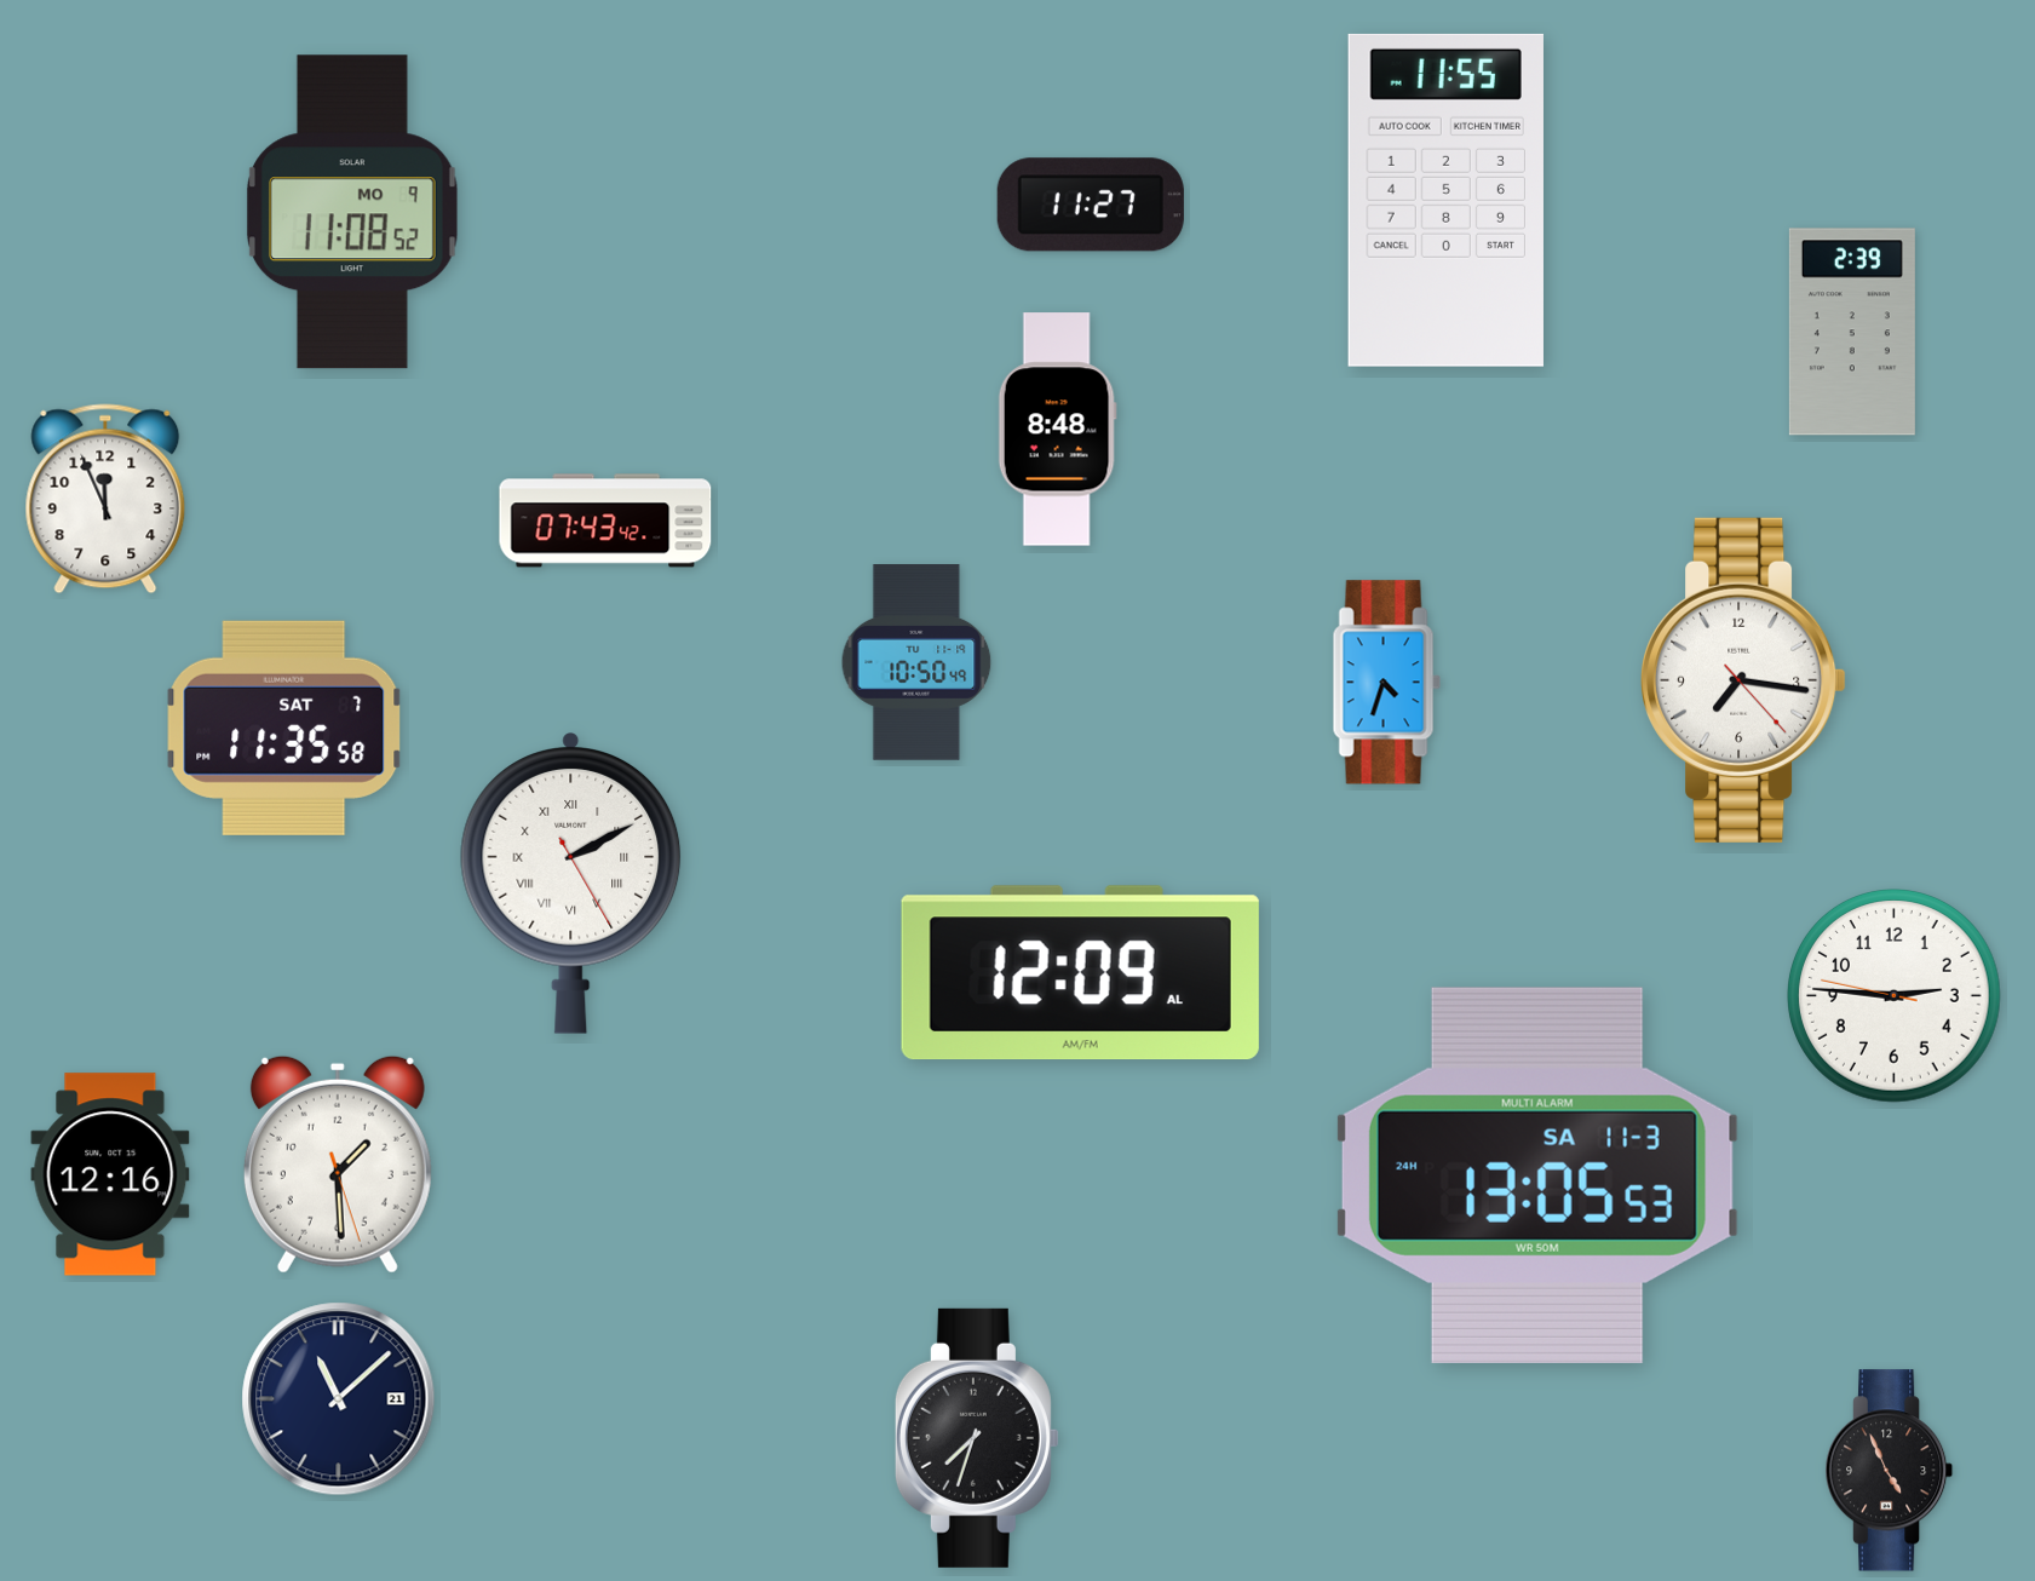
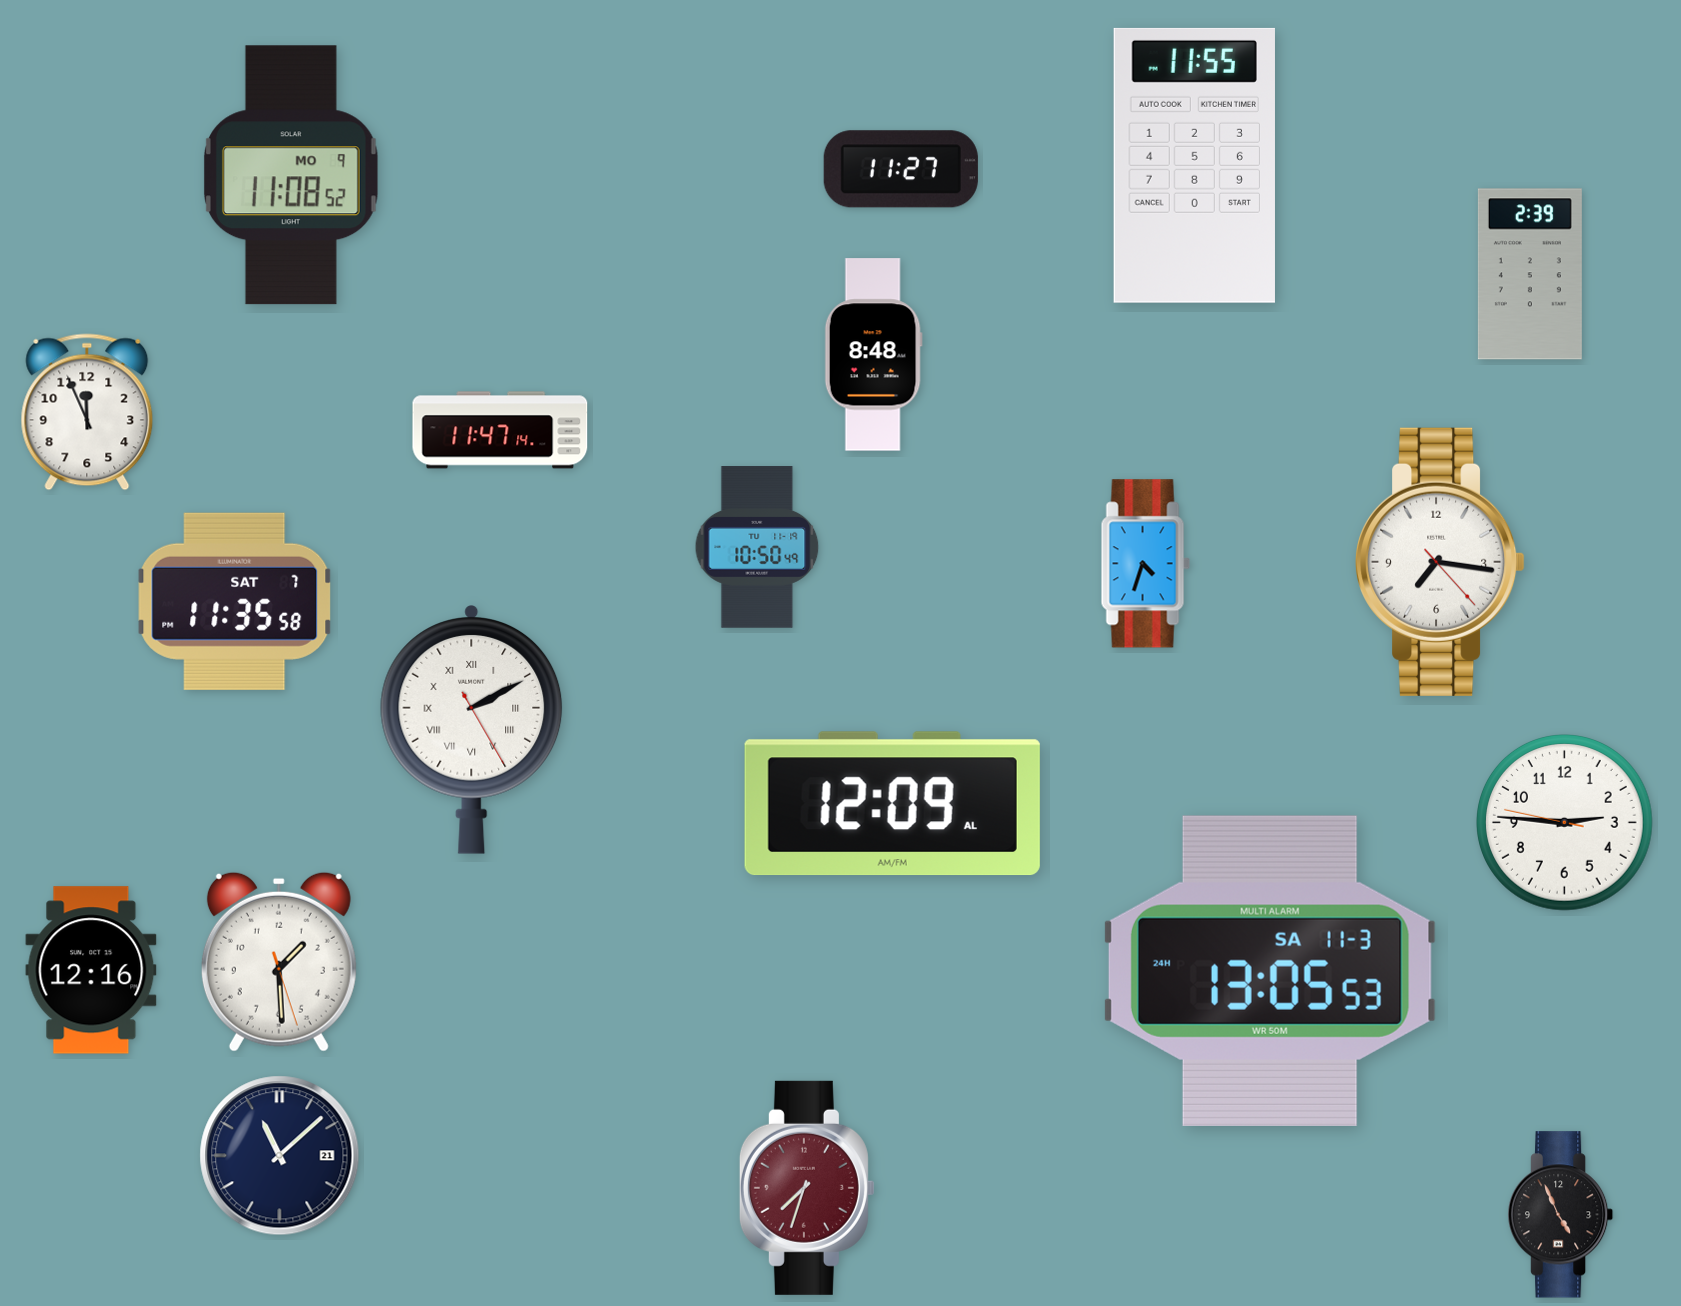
clock at (605, 521): 07:43 -> 11:47
clock at (977, 1438) dial: black -> burgundy
